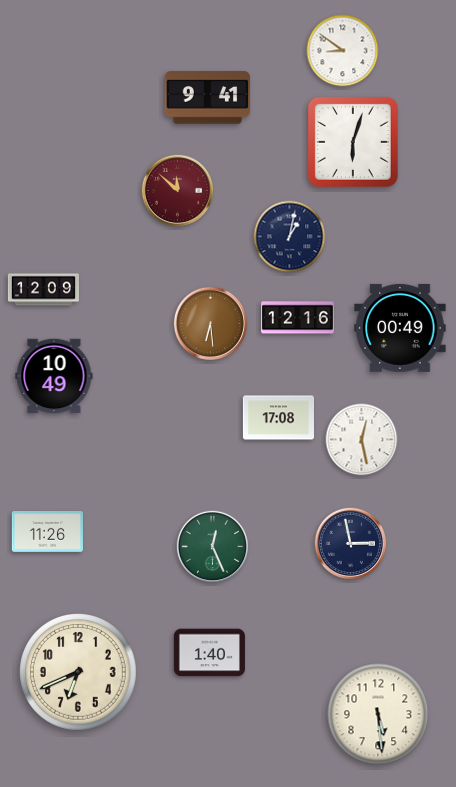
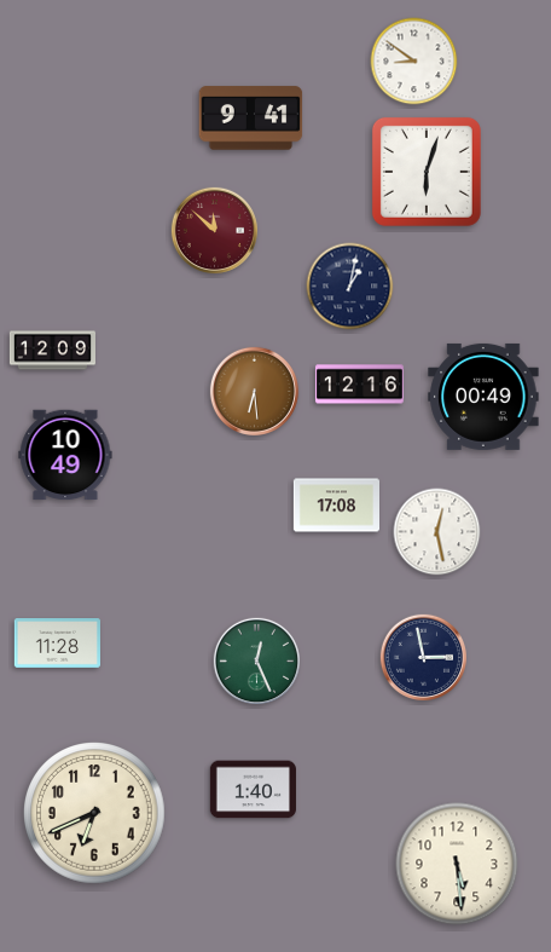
clock at (47, 532): 11:26 -> 11:28
